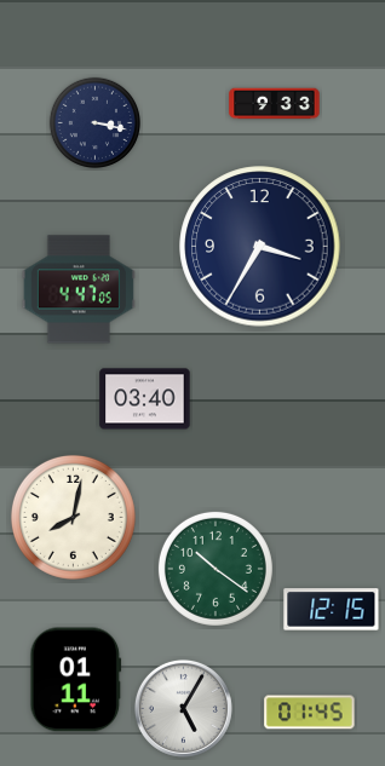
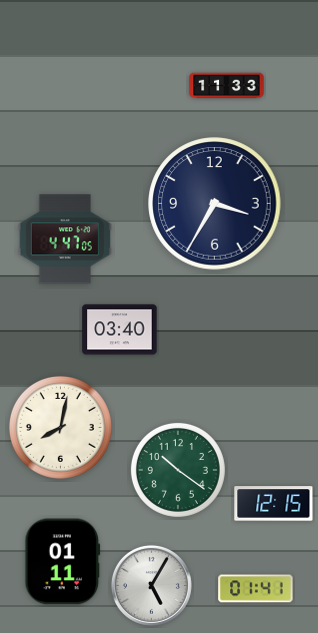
clock at (275, 104): 9:33 -> 11:33
clock at (94, 122): 3:17 -> none
clock at (310, 713): 01:45 -> 01:41
